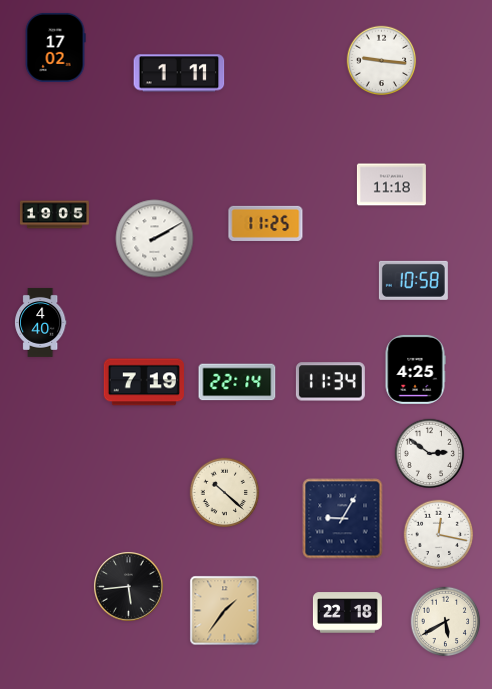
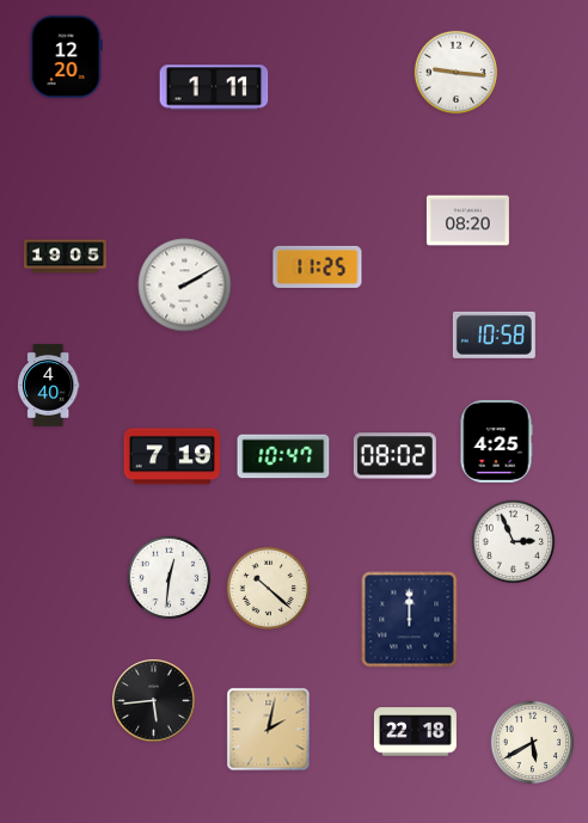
clock at (55, 47): 17:02 -> 12:20
clock at (391, 185): 11:18 -> 08:20
clock at (237, 382): 22:14 -> 10:47
clock at (330, 382): 11:34 -> 08:02
clock at (430, 454): 2:51 -> 2:56
clock at (170, 578): none -> 12:31
clock at (343, 519): 9:05 -> 12:00
clock at (439, 535): 12:17 -> none
clock at (225, 611): 1:36 -> 2:02
